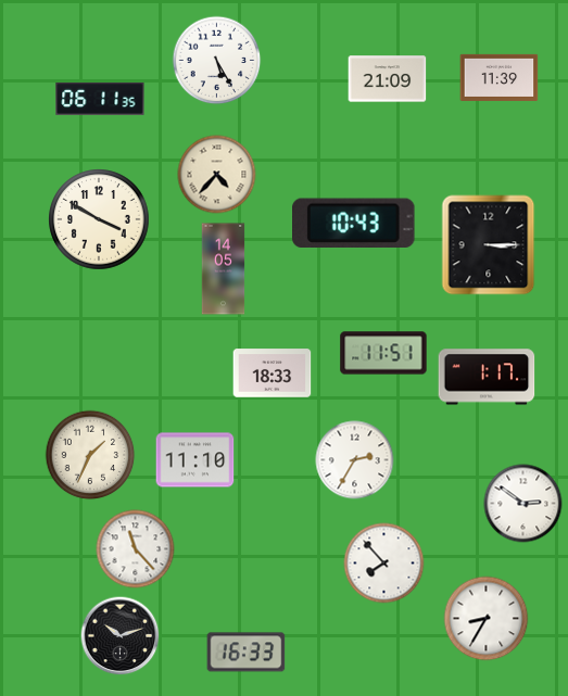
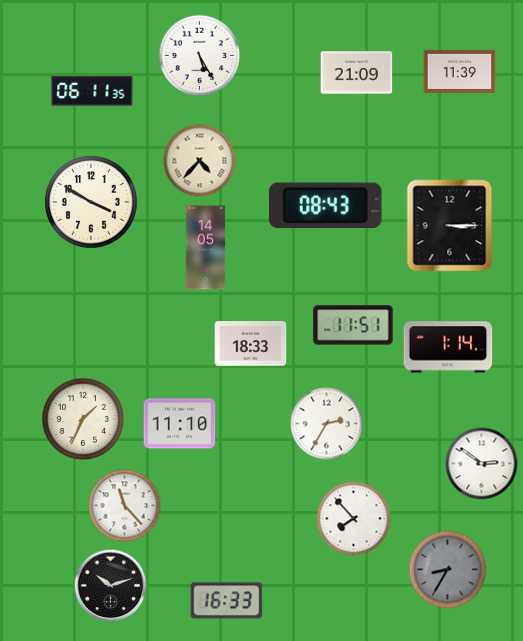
clock at (354, 224): 10:43 -> 08:43
clock at (487, 377): 1:17 -> 1:14
clock at (487, 619) dial: white -> grey
